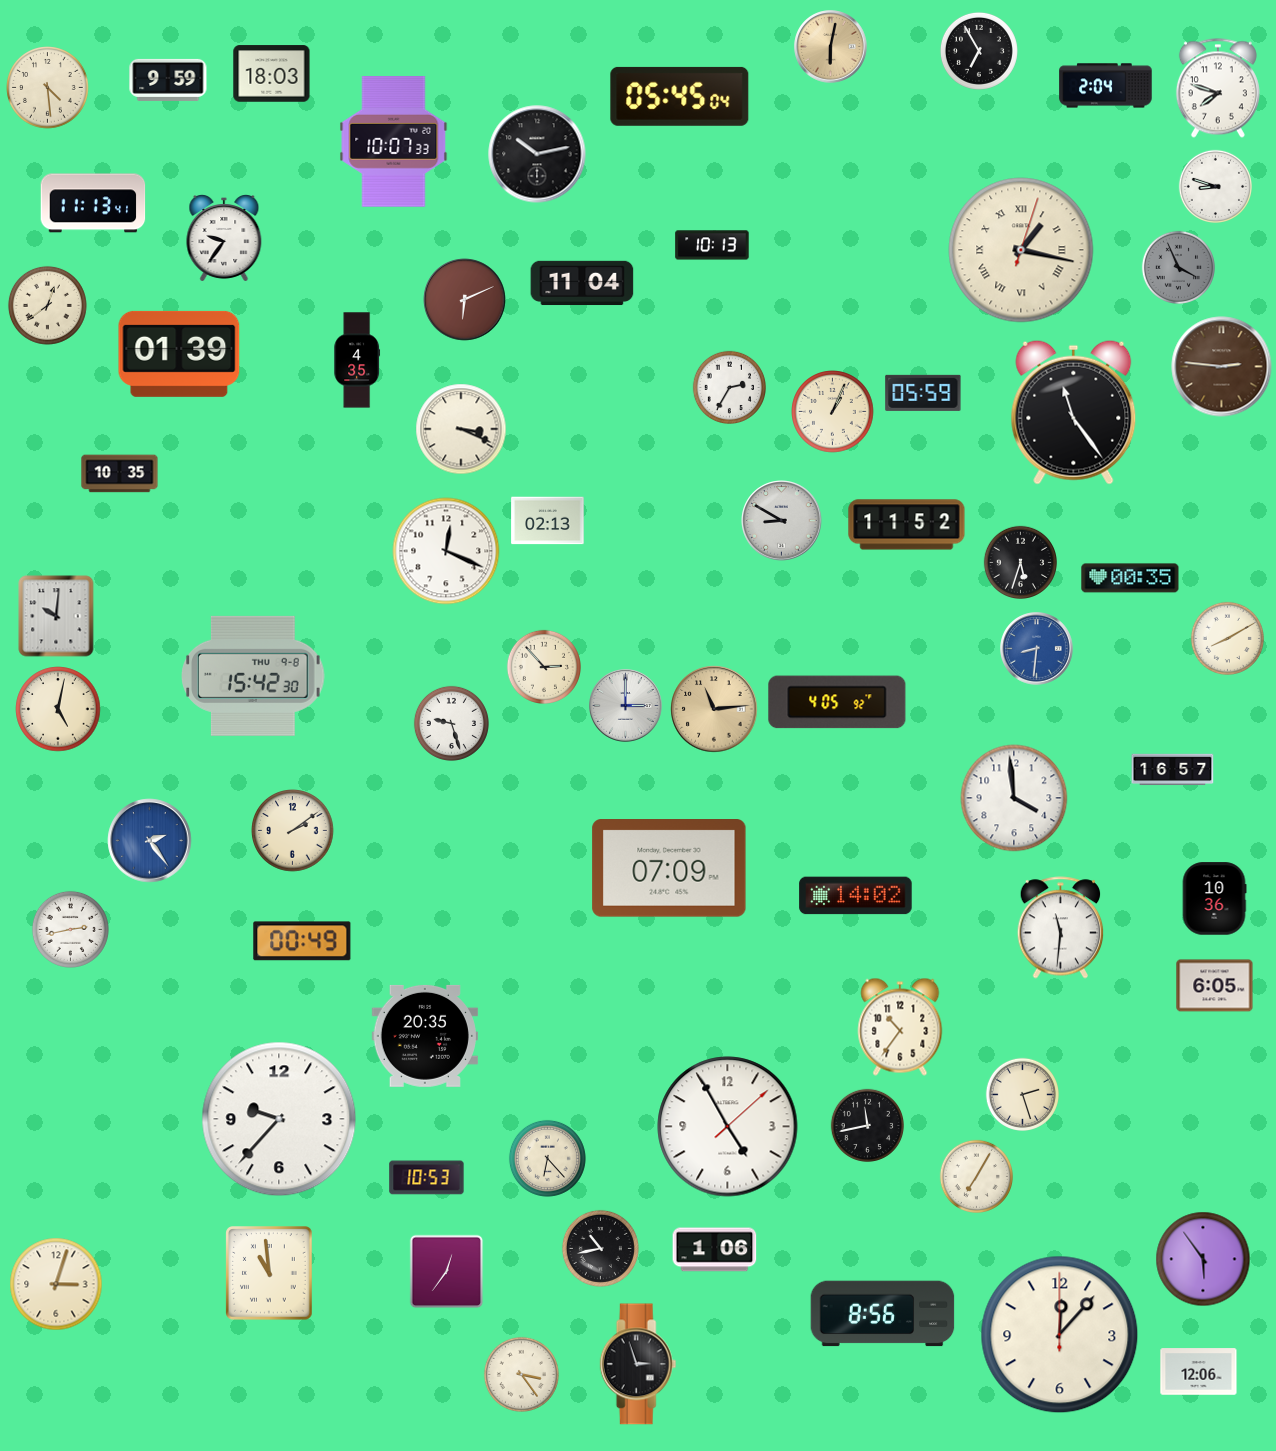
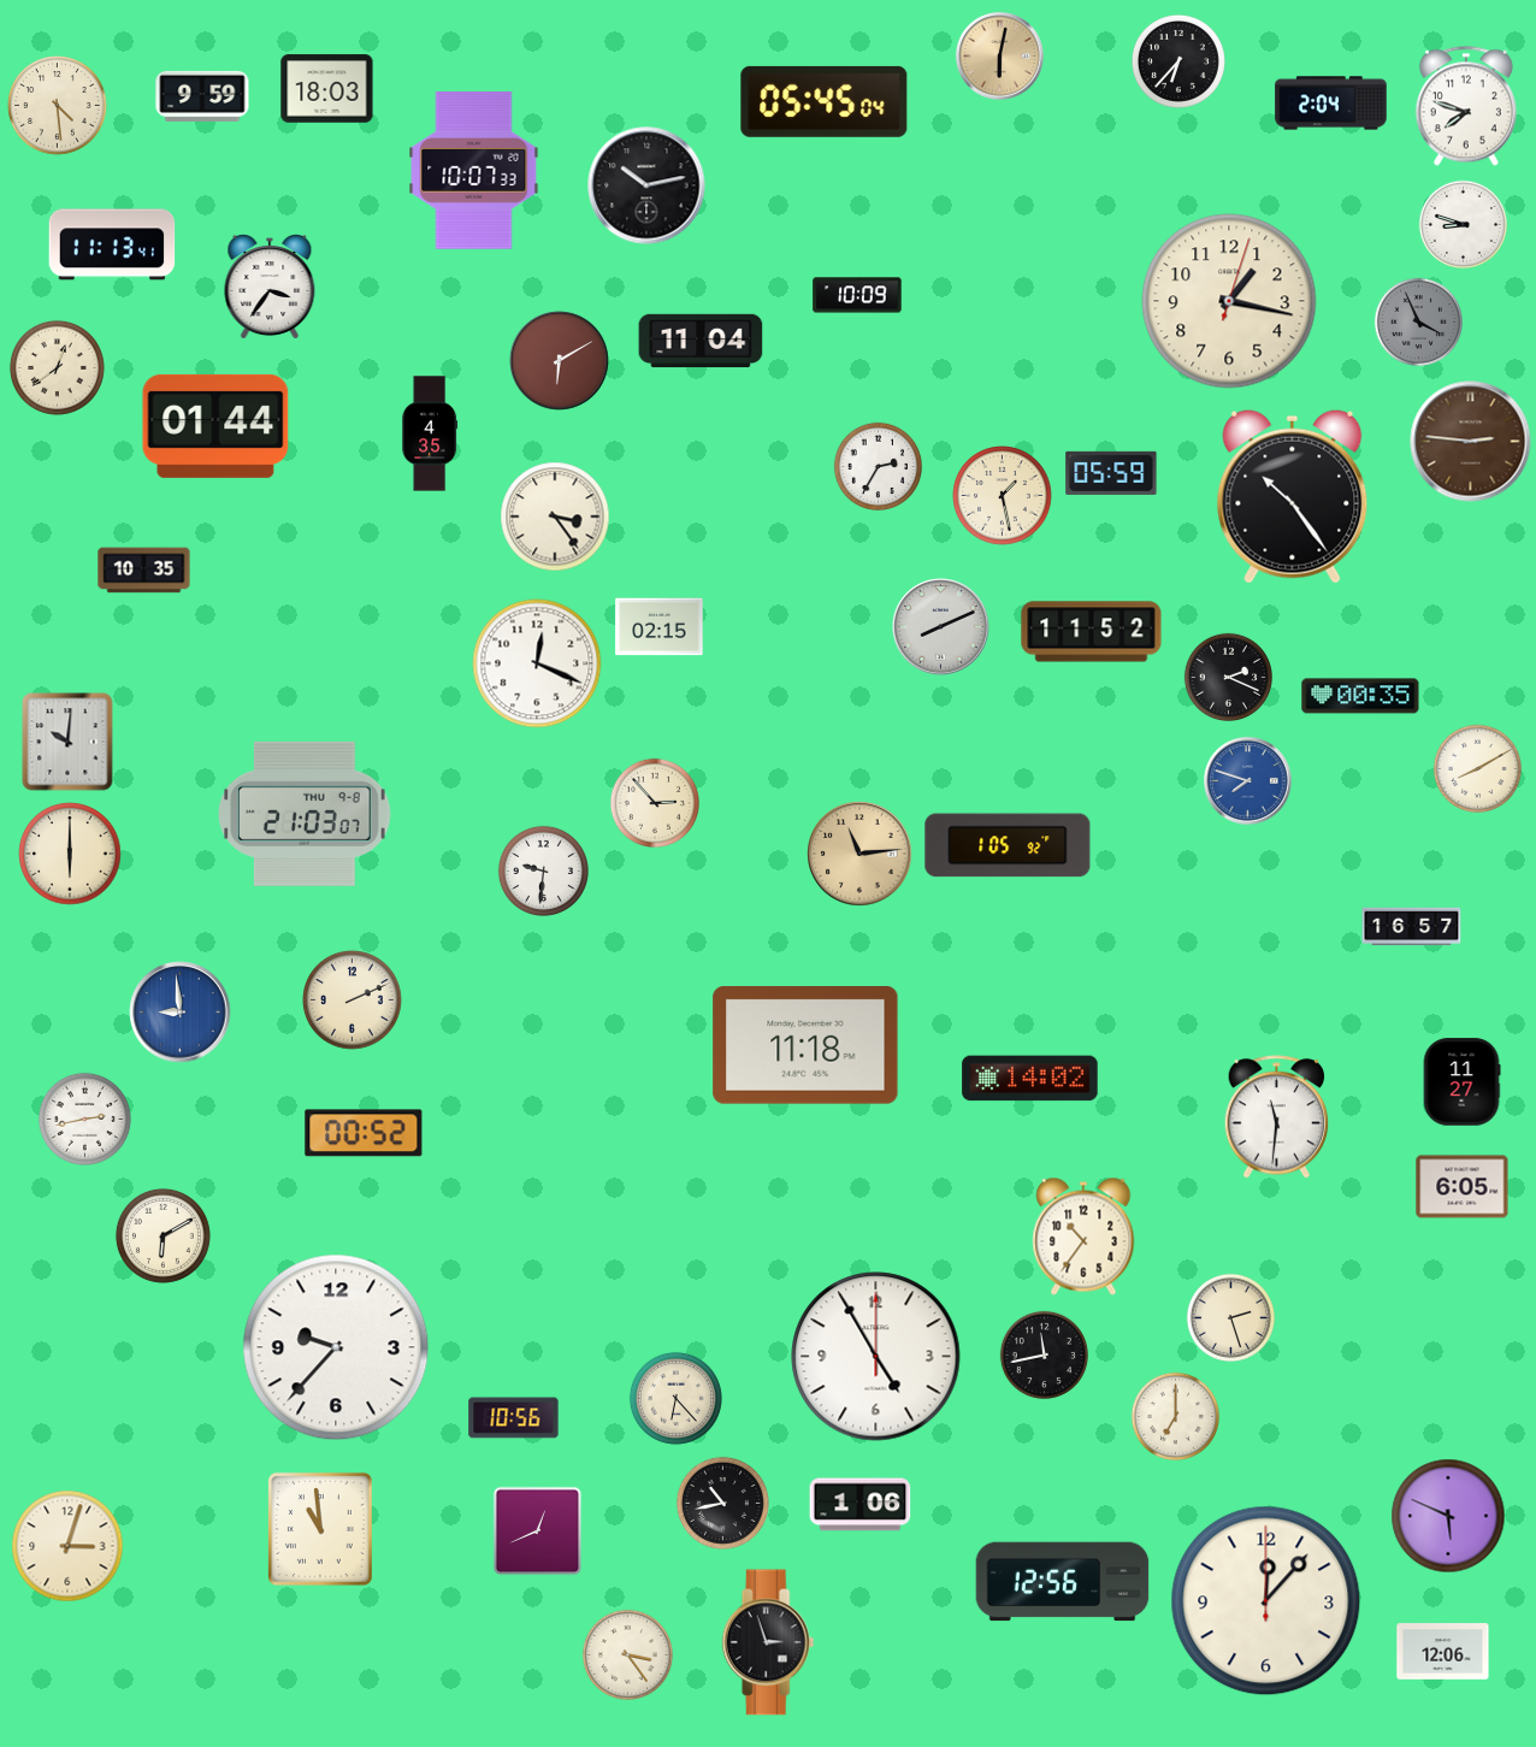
clock at (979, 51): 6:55 -> 6:37
clock at (680, 96) position: (680, 96) -> (825, 101)
clock at (224, 239): 9:36 -> 3:36
clock at (712, 245): 10:13 -> 10:09
clock at (1021, 250) numerals: Roman -> Arabic
clock at (465, 300): 6:11 -> 6:10
clock at (179, 354): 01:39 -> 01:44
clock at (833, 412): 1:04 -> 1:28
clock at (1074, 412): 11:24 -> 10:24
clock at (461, 429): 3:19 -> 3:24
clock at (548, 521): 02:13 -> 02:15
clock at (782, 521): 8:50 -> 8:11
clock at (1020, 562): 5:33 -> 2:19
clock at (1037, 649): 8:31 -> 7:48
clock at (253, 676): 15:42 -> 21:03
clock at (837, 702): 4:05 -> 1:05
clock at (626, 706): 3:00 -> none
clock at (58, 709): 5:02 -> 6:00
clock at (451, 723): 9:27 -> 9:31
clock at (1014, 798): 3:59 -> none
clock at (293, 831): 2:09 -> 2:11
clock at (150, 841): 2:24 -> 8:59
clock at (669, 869): 07:09 -> 11:18
clock at (1214, 899): 10:36 -> 11:27
clock at (302, 941): 00:49 -> 00:52
clock at (163, 1235): none -> 6:10
clock at (425, 1036): 20:35 -> none
clock at (728, 1127): 4:55:08 -> 4:55:00
clock at (547, 1158) position: (547, 1158) -> (675, 1398)
clock at (976, 1176): 7:05 -> 7:00
clock at (427, 1178): 10:53 -> 10:56
clock at (1203, 1259): 5:54 -> 5:49
clock at (447, 1272): 12:36 -> 12:41
clock at (269, 1273) position: (269, 1273) -> (320, 1529)
clock at (883, 1314): 8:56 -> 12:56
clock at (1060, 1335) position: (1060, 1335) -> (1266, 1601)
